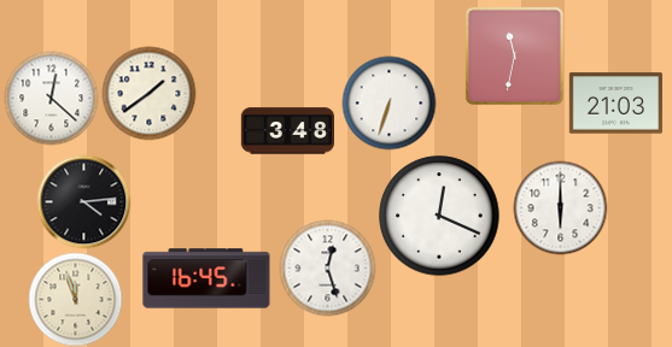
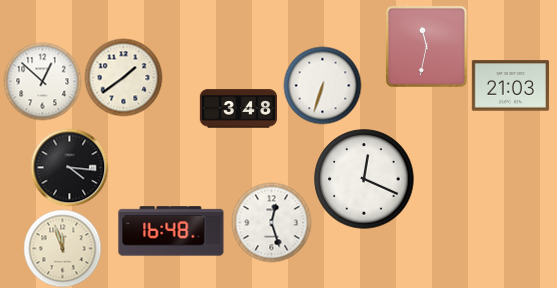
clock at (51, 98): 12:22 -> 12:52
clock at (83, 201): 4:14 -> 4:16
clock at (560, 207): 6:00 -> none
clock at (206, 278): 16:45 -> 16:48
